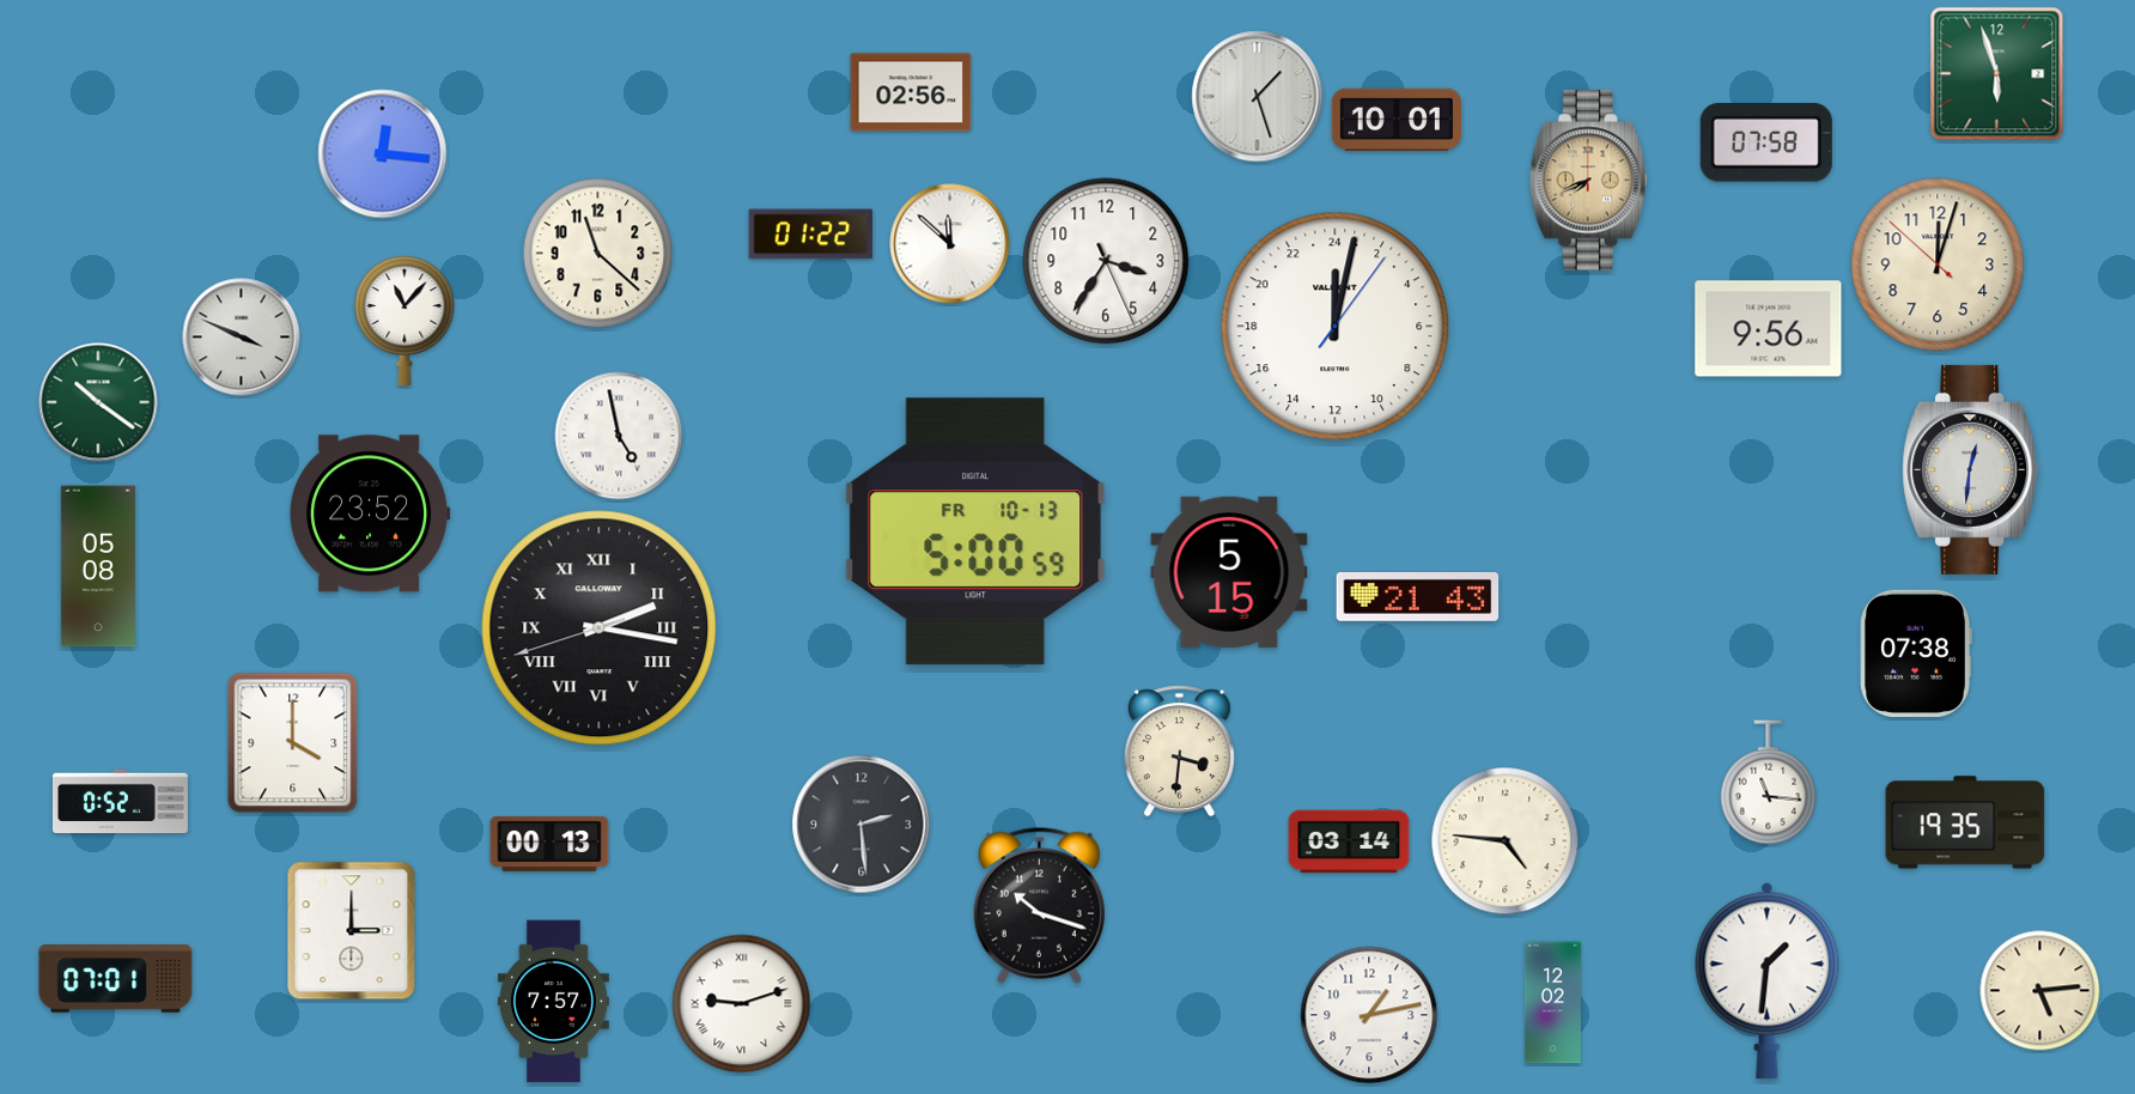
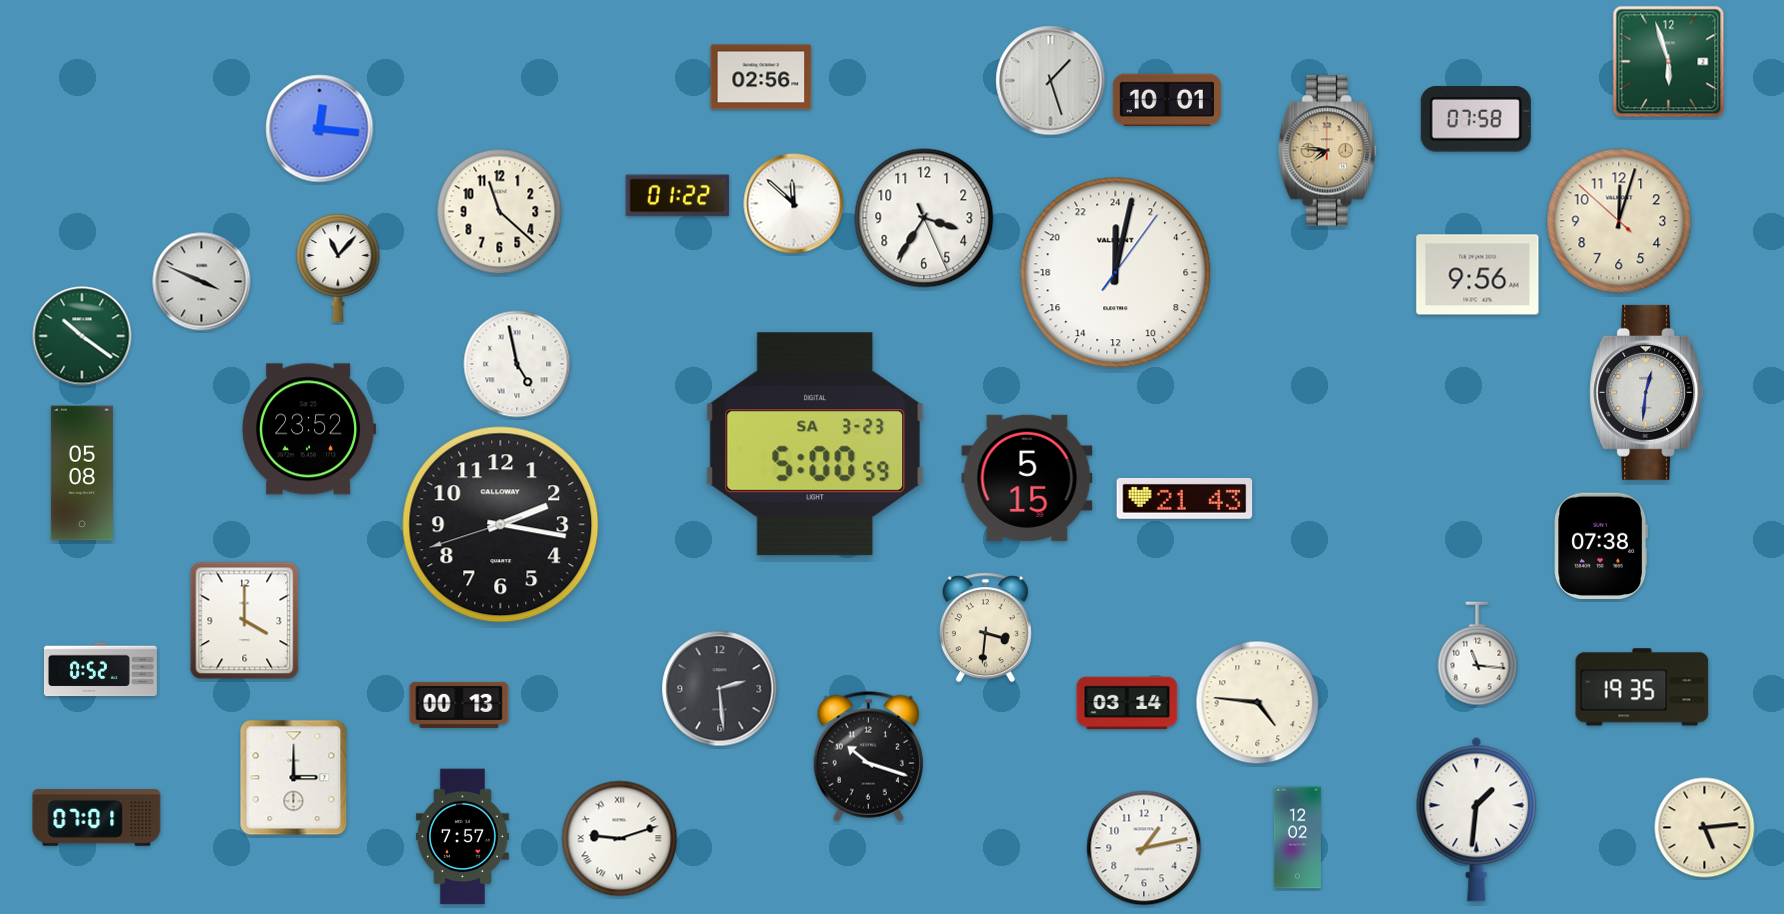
clock at (1588, 181): 7:41 -> 7:46
clock at (975, 531) date: FR 10-13 -> SA 3-23
clock at (600, 628) numerals: Roman -> Arabic
